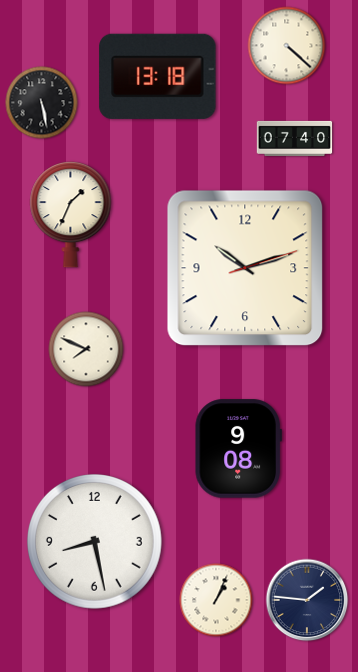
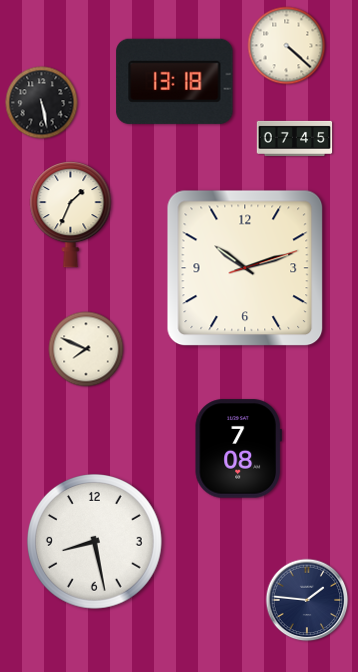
clock at (158, 76) position: (158, 76) -> (175, 81)
clock at (295, 138): 07:40 -> 07:45
clock at (238, 449): 9:08 -> 7:08
clock at (216, 600): 1:04 -> none
